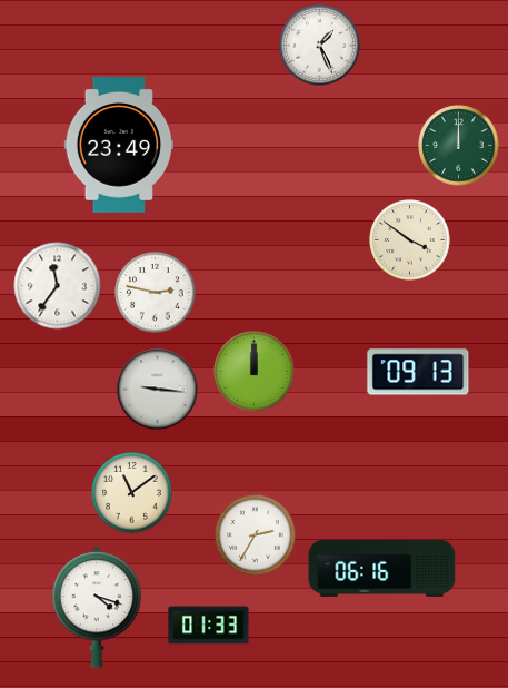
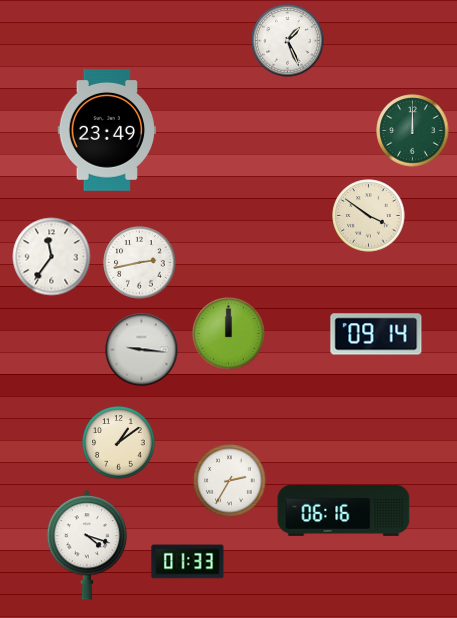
clock at (156, 293): 2:47 -> 2:43
clock at (418, 372): 09:13 -> 09:14
clock at (132, 493): 11:09 -> 1:09
